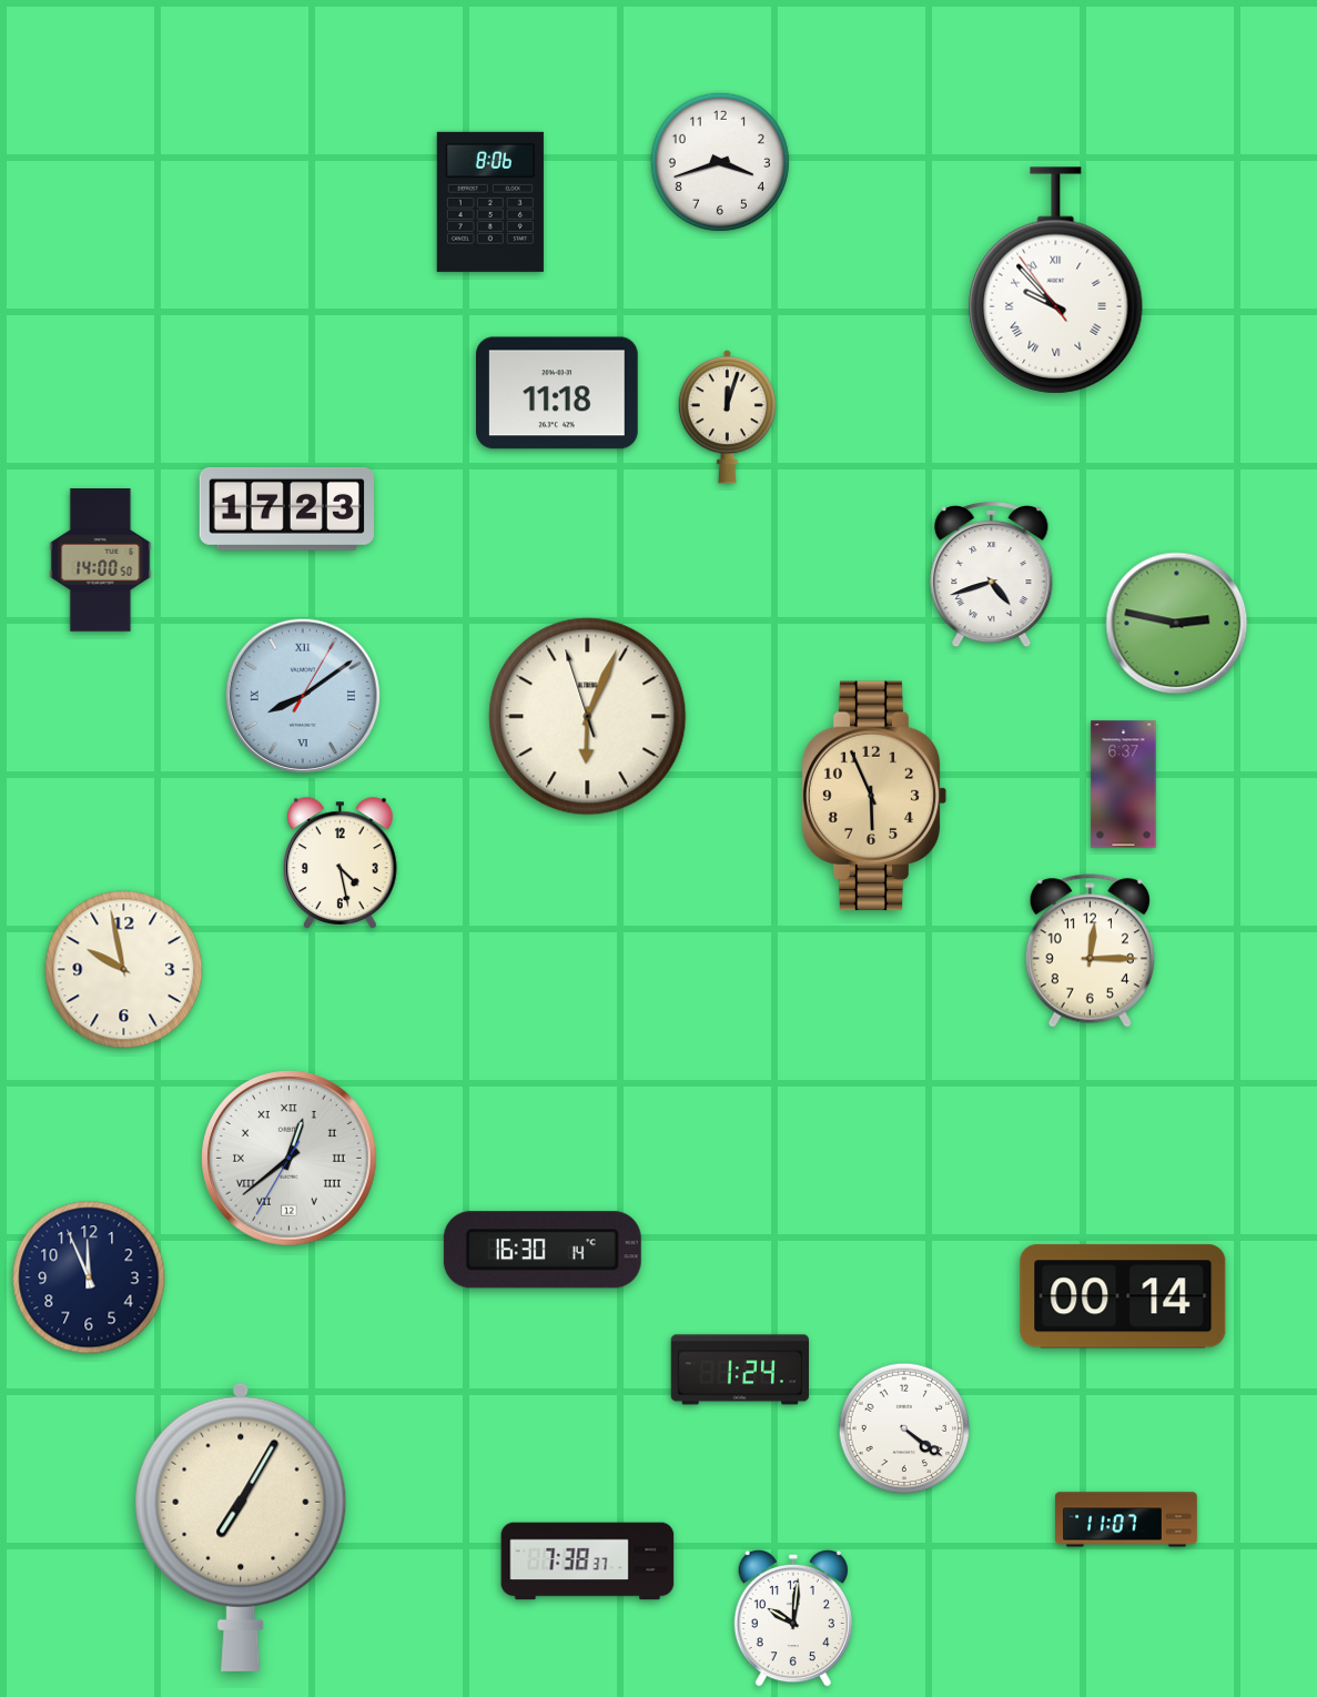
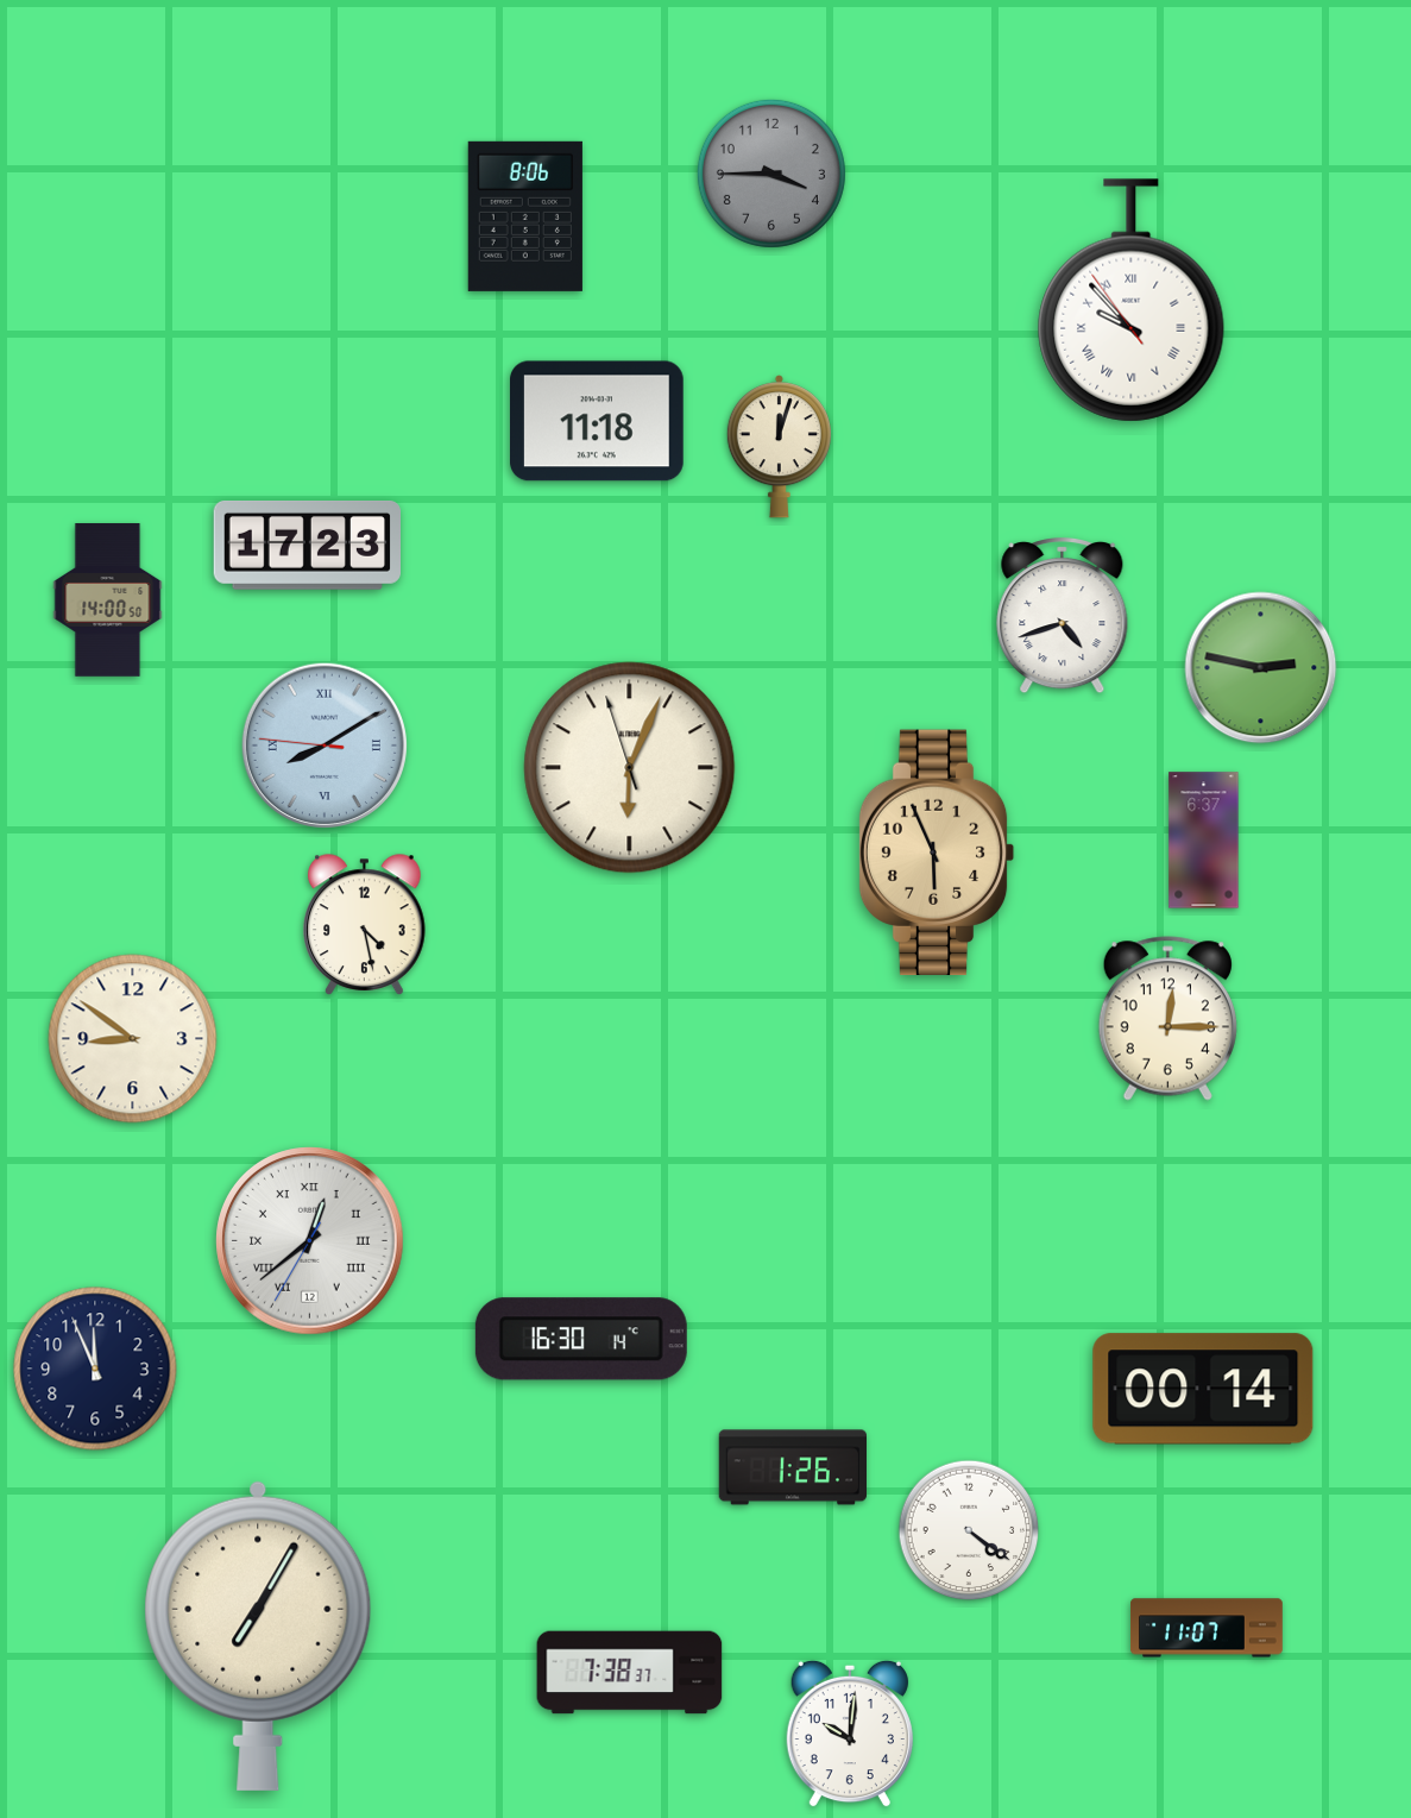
clock at (720, 162): 3:42 -> 3:45
clock at (720, 162) dial: white -> grey
clock at (302, 695): 8:09:05 -> 8:09:46
clock at (124, 970): 9:58 -> 8:51
clock at (739, 1370): 1:24 -> 1:26
